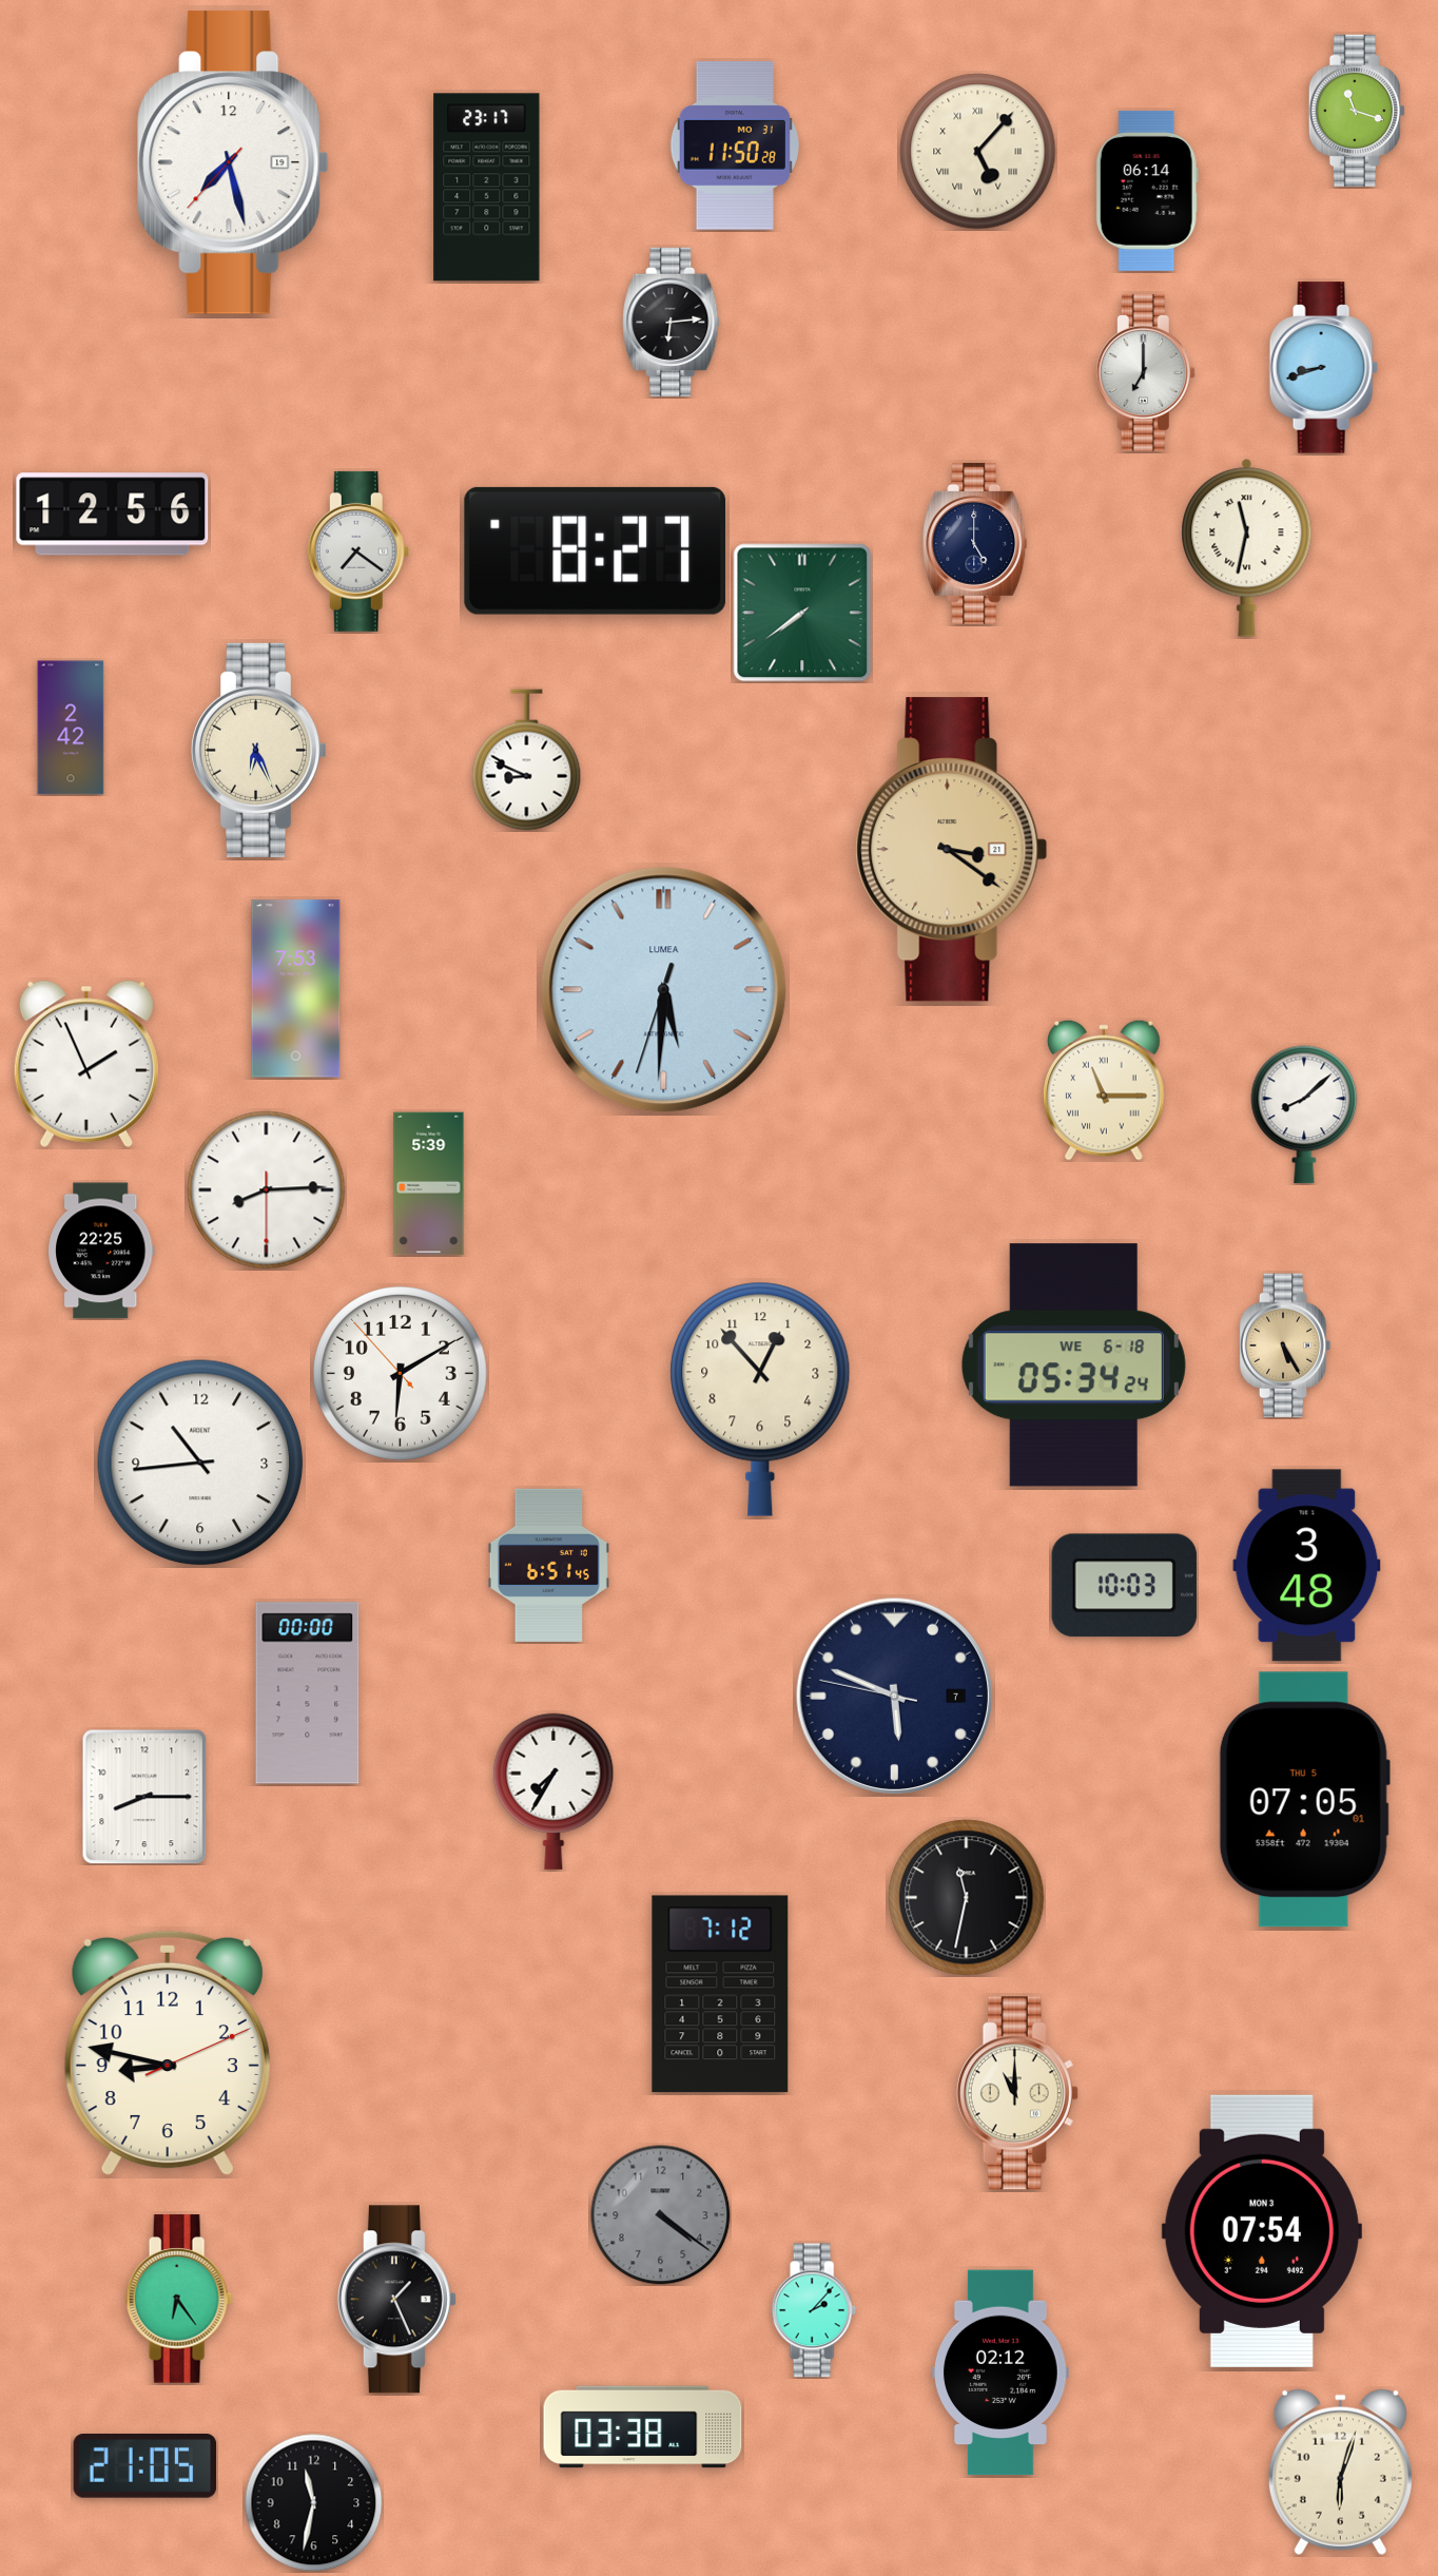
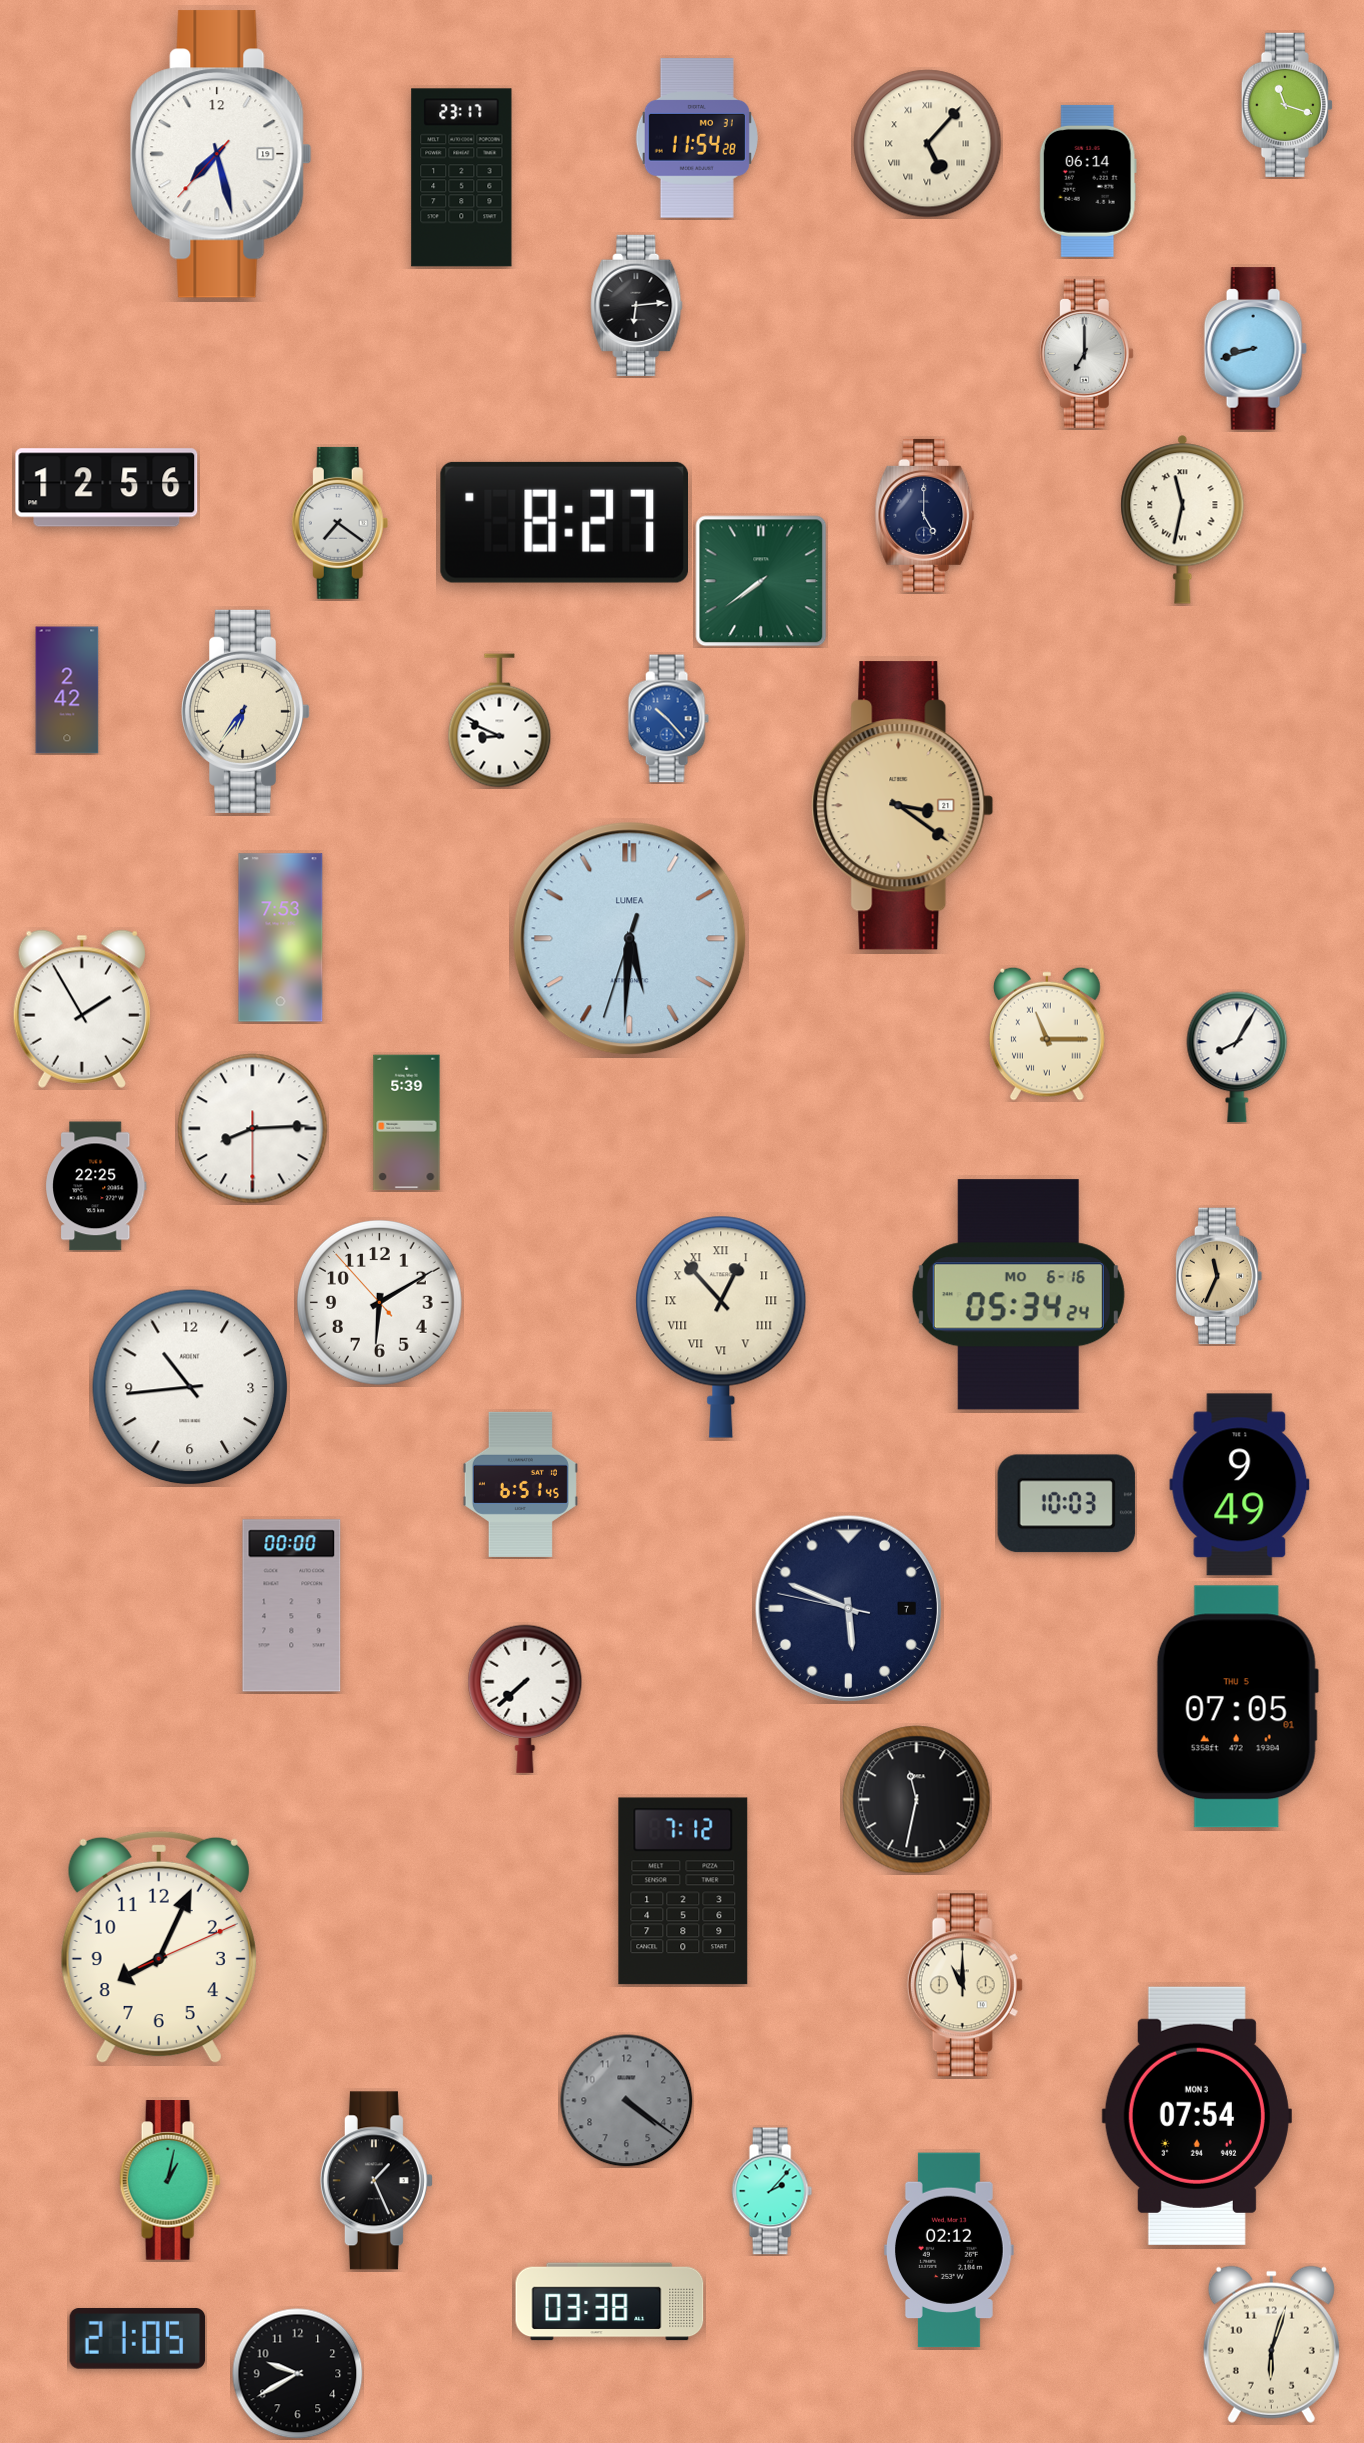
clock at (735, 146): 11:50 -> 11:54
clock at (259, 750): 6:26 -> 6:36
clock at (668, 719): none -> 10:23
clock at (86, 1064): 1:56 -> 1:55
clock at (1304, 1115): 8:08 -> 8:05
clock at (1285, 1345): 5:25 -> 11:34
clock at (1073, 1366) date: WE 6-18 -> MO 6-16
clock at (760, 1399) numerals: Arabic -> Roman
clock at (1307, 1566): 3:48 -> 9:49
clock at (553, 1791): 7:35 -> 7:38
clock at (144, 1797): 8:15 -> none
clock at (168, 2053): 8:47 -> 8:04
clock at (179, 2299): 6:24 -> 1:02
clock at (314, 2503): 11:32 -> 9:40
